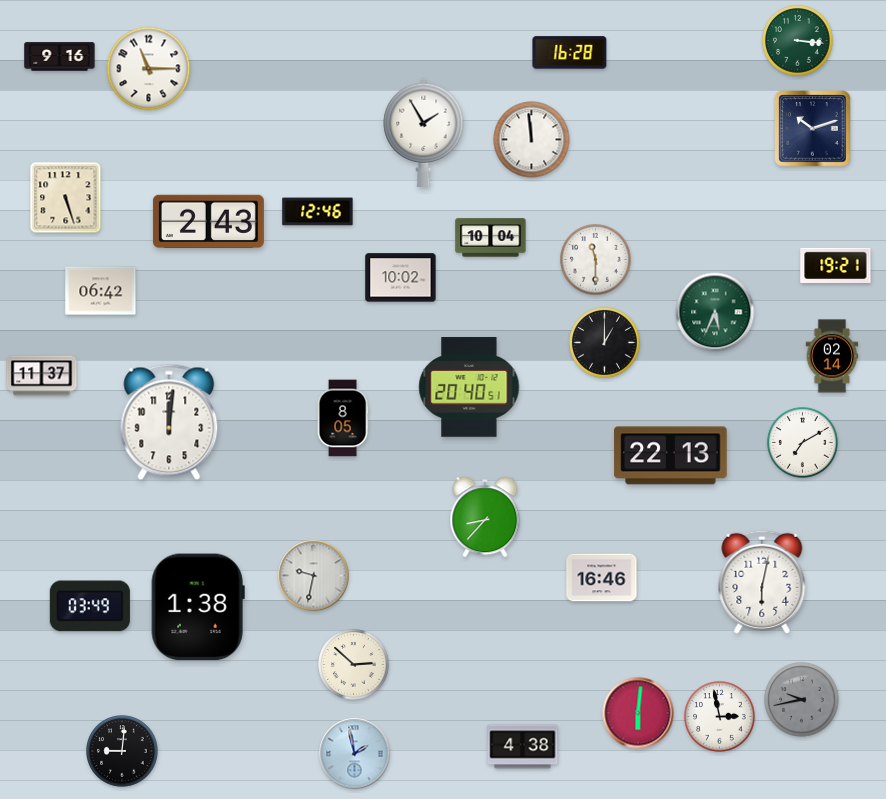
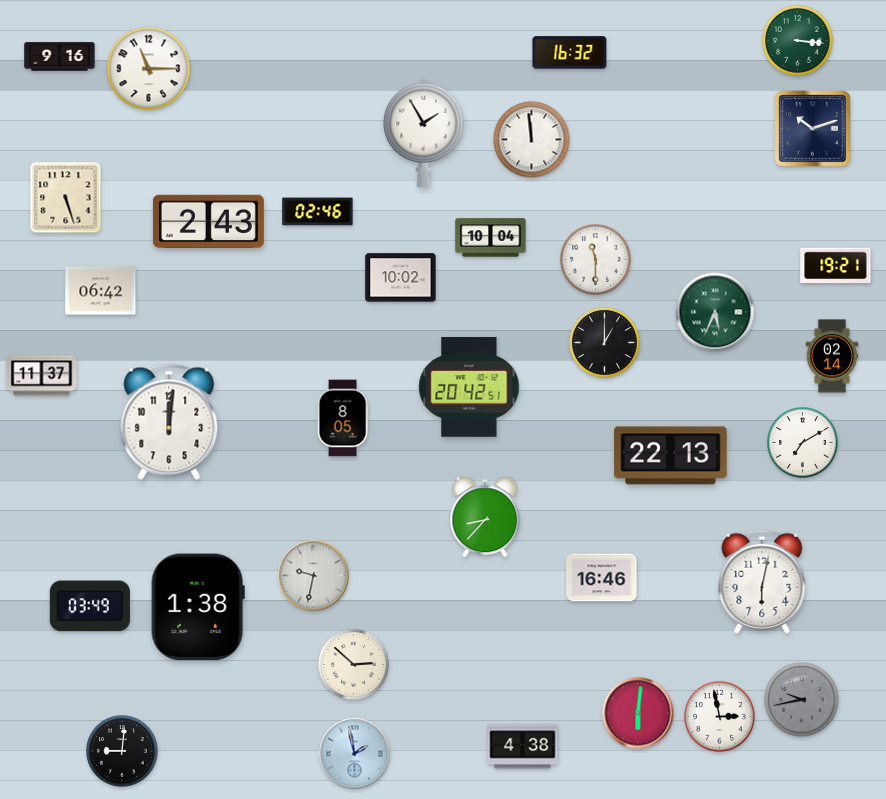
clock at (570, 53): 16:28 -> 16:32
clock at (318, 212): 12:46 -> 02:46
clock at (469, 387): 20:40 -> 20:42
